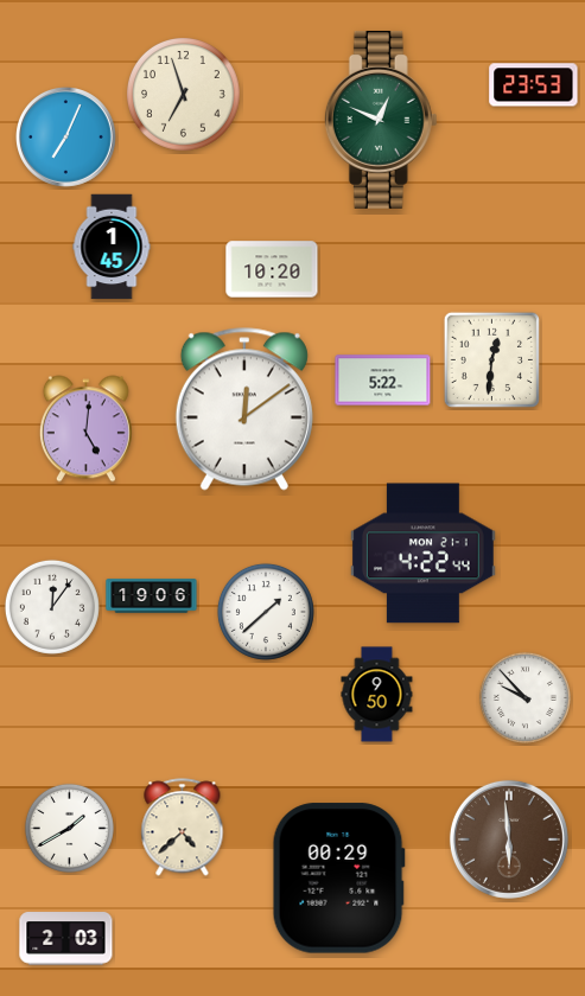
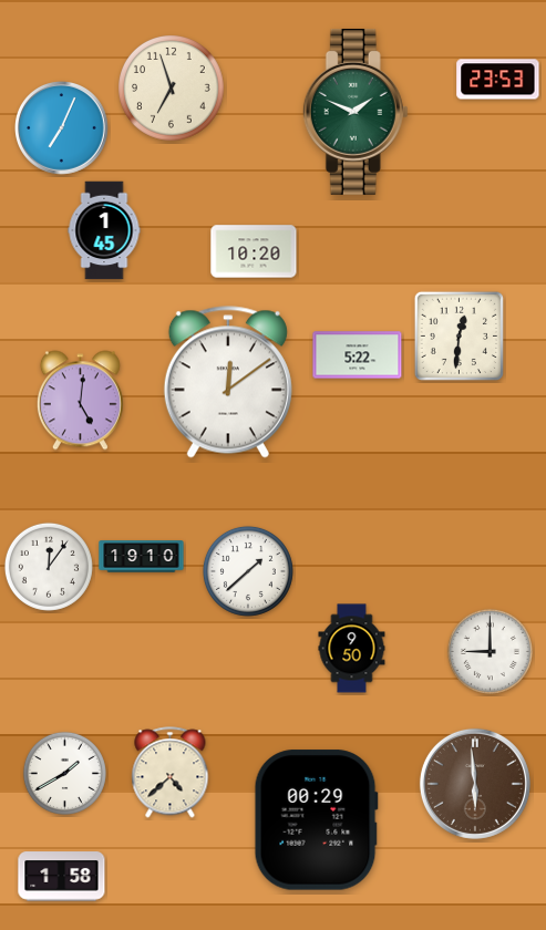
clock at (381, 120): 12:49 -> 1:49
clock at (422, 554): 4:22 -> none
clock at (152, 596): 19:06 -> 19:10
clock at (524, 697): 9:53 -> 9:00
clock at (66, 939): 2:03 -> 1:58
